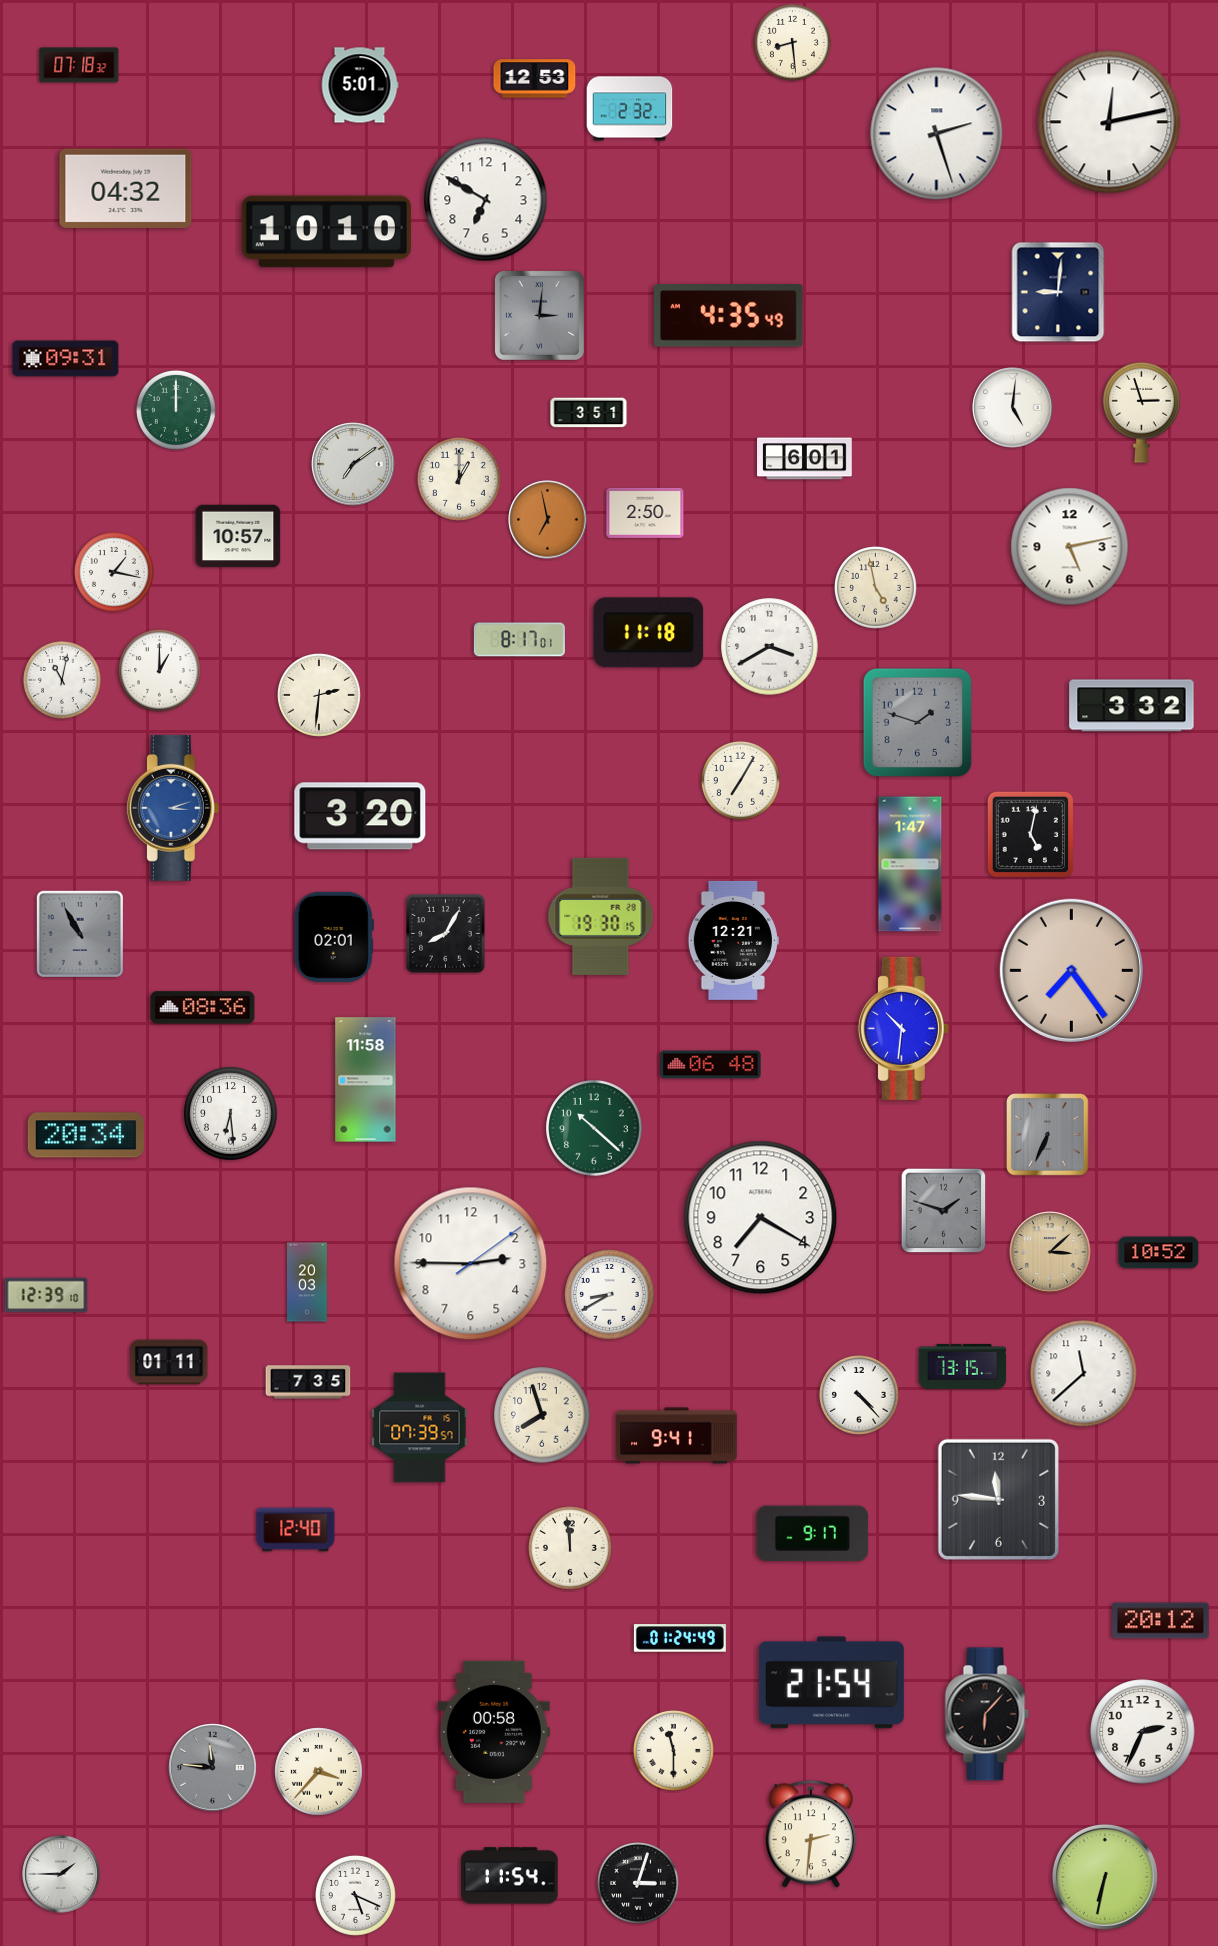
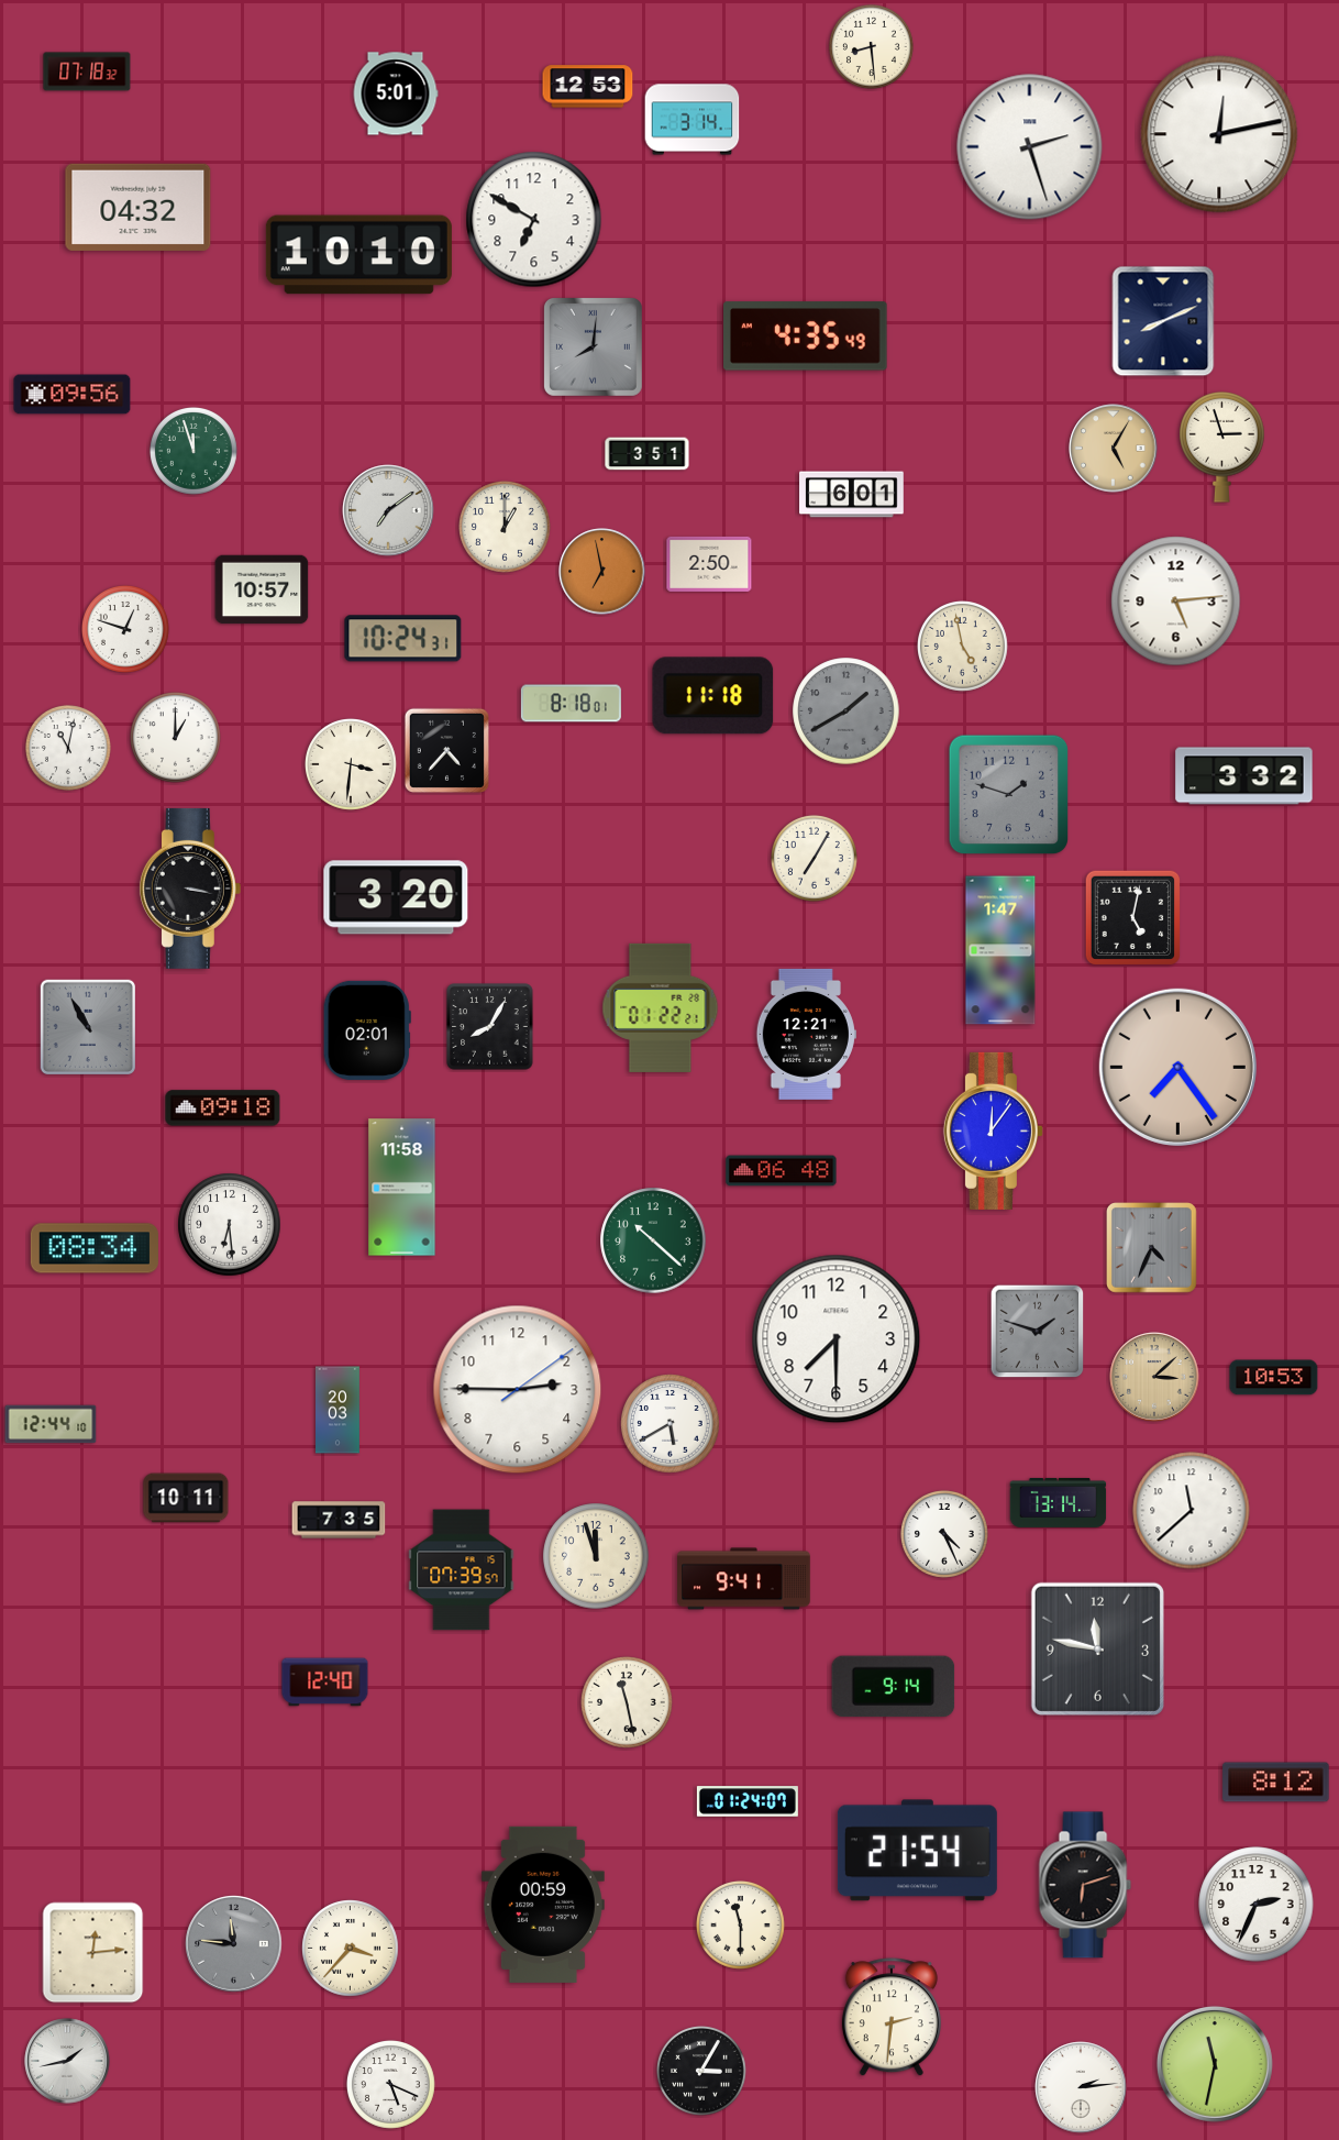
clock at (630, 109): 2:32 -> 3:14
clock at (1058, 292): 9:01 -> 8:11
clock at (539, 315): 3:01 -> 8:01
clock at (729, 316) position: (729, 316) -> (806, 337)
clock at (66, 359): 09:31 -> 09:56
clock at (1013, 408): 5:01 -> 5:05
clock at (1013, 408) dial: white -> champagne
clock at (176, 410): 12:00 -> 11:57
clock at (1142, 412) position: (1142, 412) -> (1222, 446)
clock at (805, 459) position: (805, 459) -> (852, 495)
clock at (1070, 547): 5:13 -> 5:14
clock at (114, 572): 1:17 -> 12:48
clock at (403, 639): none -> 10:24
clock at (519, 640): 8:17 -> 8:18
clock at (770, 647): 3:40 -> 1:40
clock at (770, 647) dial: white -> grey
clock at (446, 750): none -> 4:37
clock at (320, 696): 2:31 -> 3:31
clock at (173, 808): 3:12 -> 3:17
clock at (173, 808) dial: blue -> black
clock at (601, 916): 19:30 -> 01:22
clock at (203, 1008): 08:36 -> 09:18
clock at (903, 1028): 10:31 -> 12:06
clock at (231, 1114) position: (231, 1114) -> (230, 1225)
clock at (86, 1135): 20:34 -> 08:34
clock at (1048, 1135): 6:34 -> 4:34
clock at (761, 1218): 7:20 -> 7:30
clock at (1159, 1253): 10:52 -> 10:53
clock at (46, 1295): 12:39 -> 12:44
clock at (610, 1295): 8:40 -> 5:40
clock at (169, 1362): 01:11 -> 10:11
clock at (963, 1366): 13:15 -> 13:14
clock at (859, 1395): 4:23 -> 4:26
clock at (542, 1415): 7:57 -> 11:57
clock at (998, 1499): 11:46 -> 11:47
clock at (813, 1534): 9:17 -> 9:14
clock at (571, 1549): 11:59 -> 11:28
clock at (1161, 1621): 20:12 -> 8:12
clock at (680, 1638): 01:24:49 -> 01:24:07
clock at (831, 1683) position: (831, 1683) -> (917, 1851)
clock at (987, 1714): 6:07 -> 6:12
clock at (494, 1732): 00:58 -> 00:59
clock at (93, 1953): none -> 12:14
clock at (61, 1874): 1:45 -> 1:43
clock at (510, 1876): 11:54 -> none
clock at (1105, 1877): 6:32 -> 11:32
clock at (639, 1884): 3:03 -> 3:05
clock at (1081, 2087): none -> 2:14
